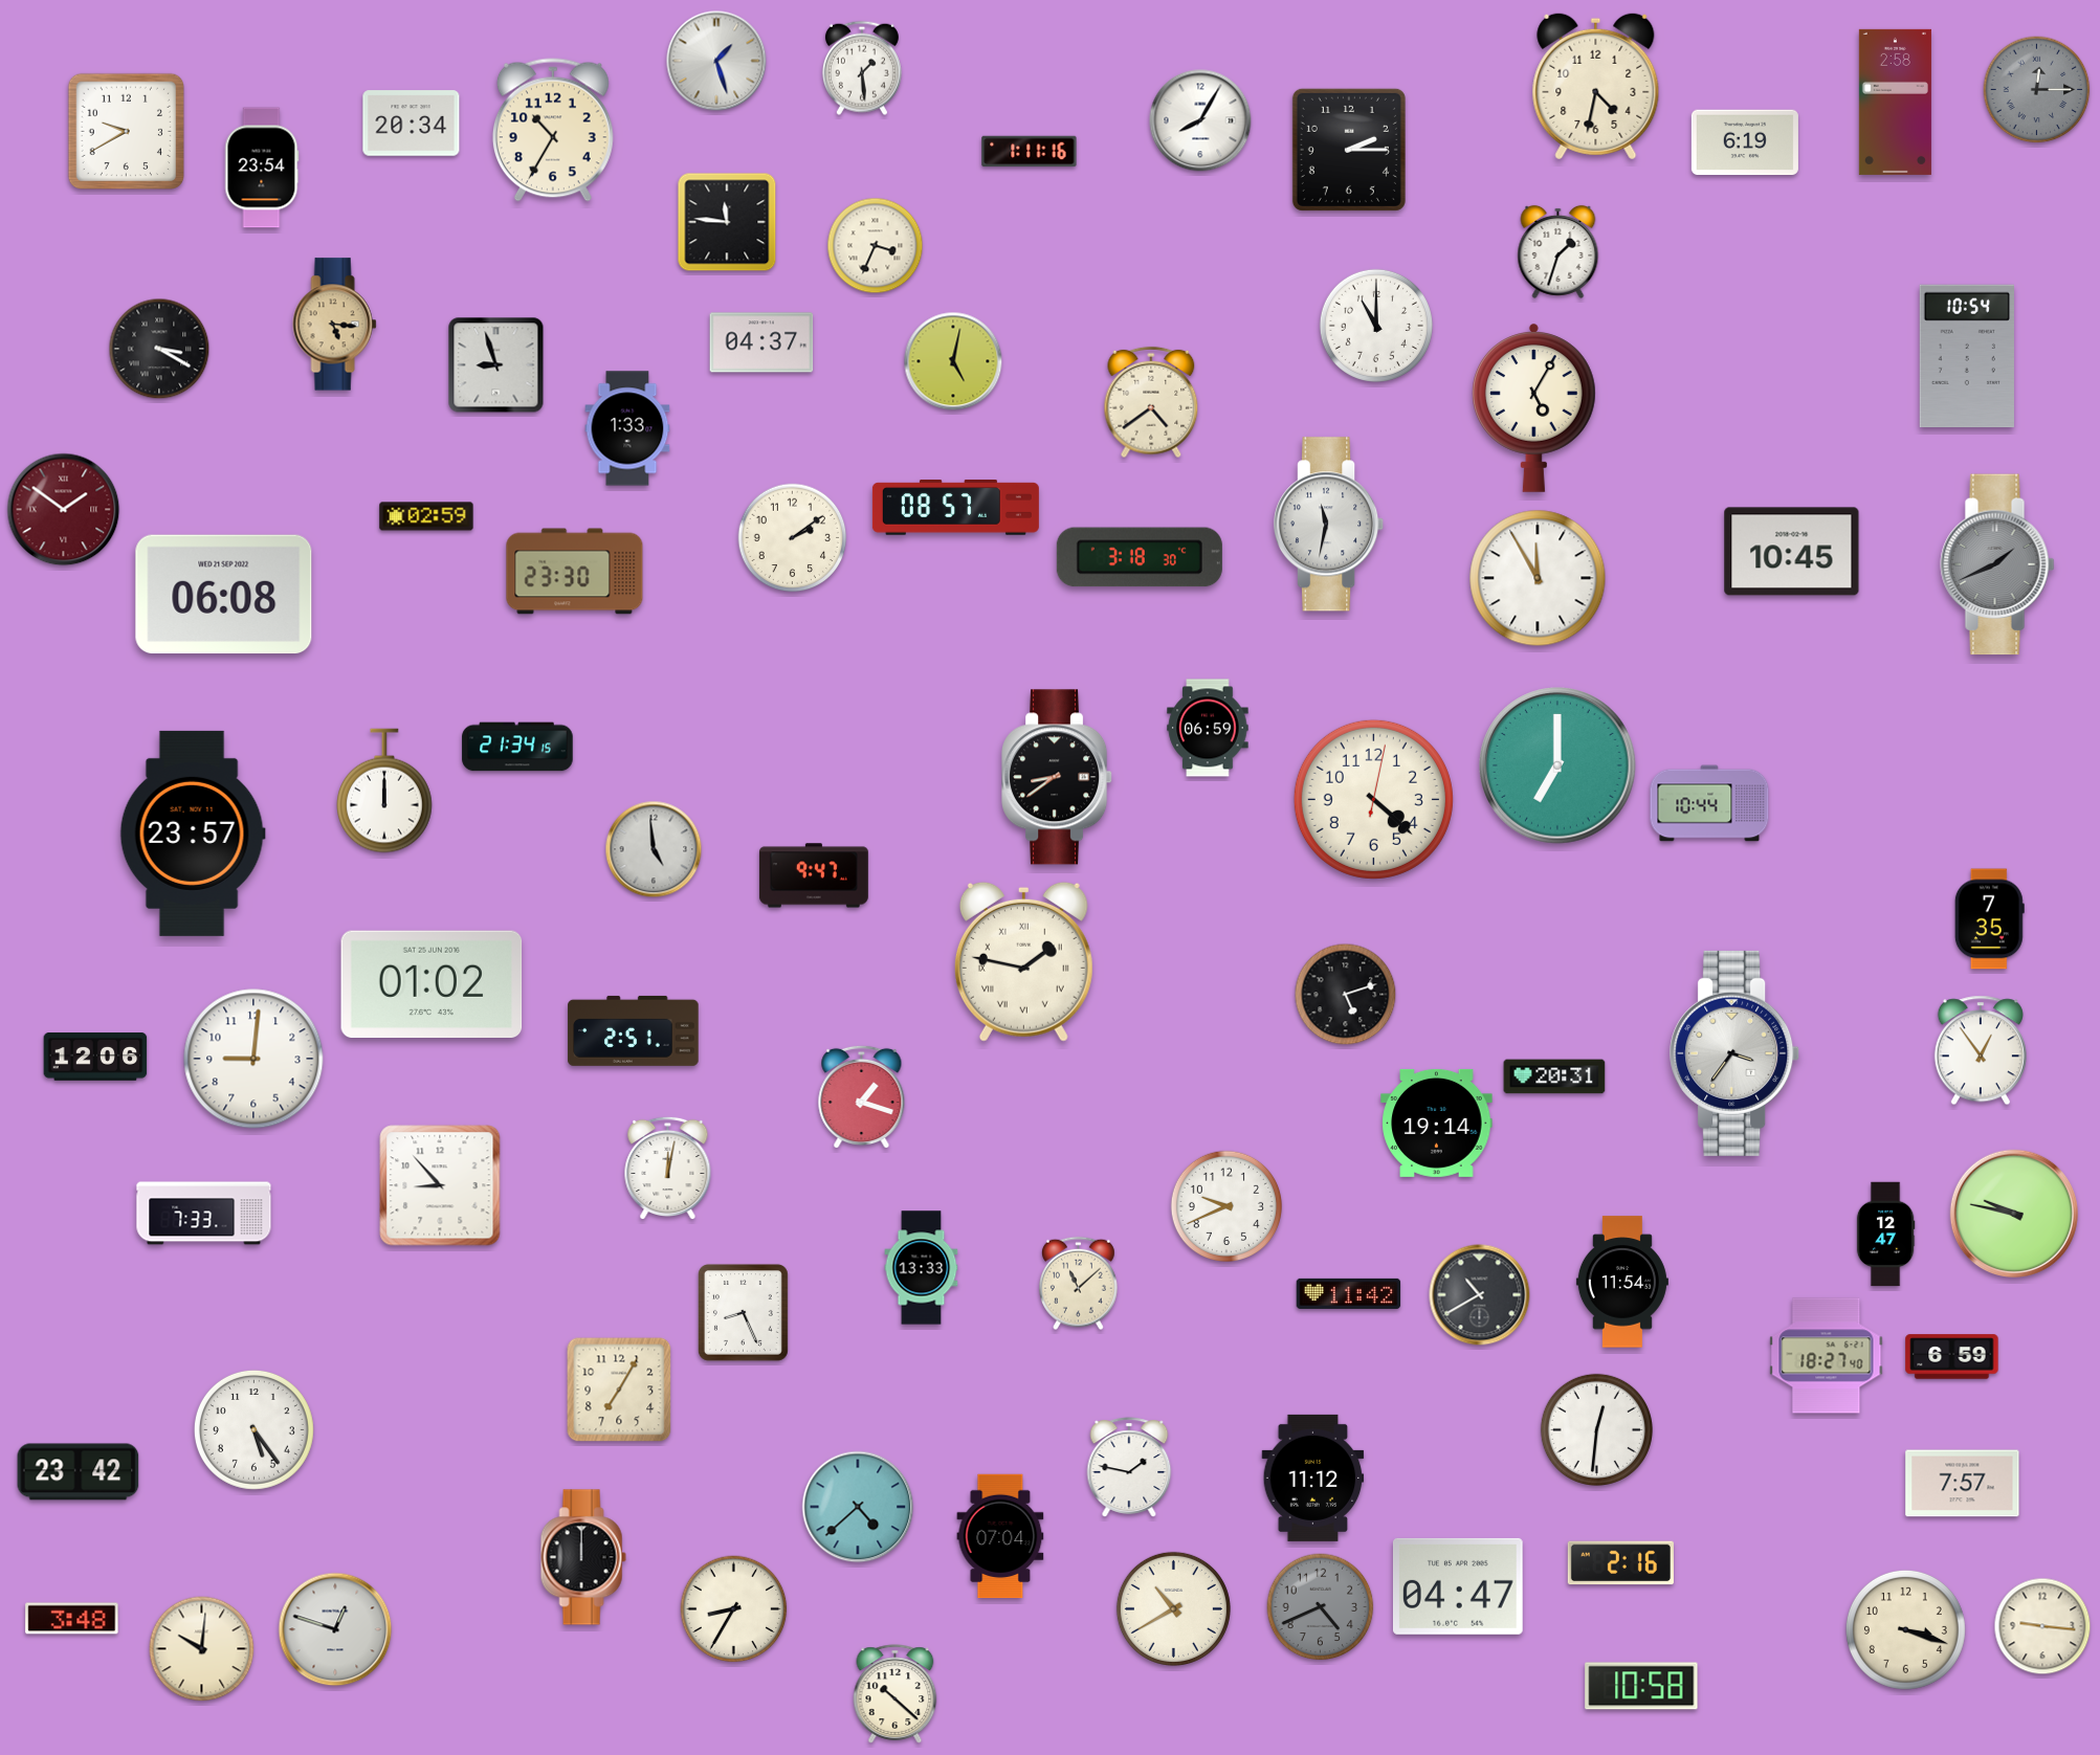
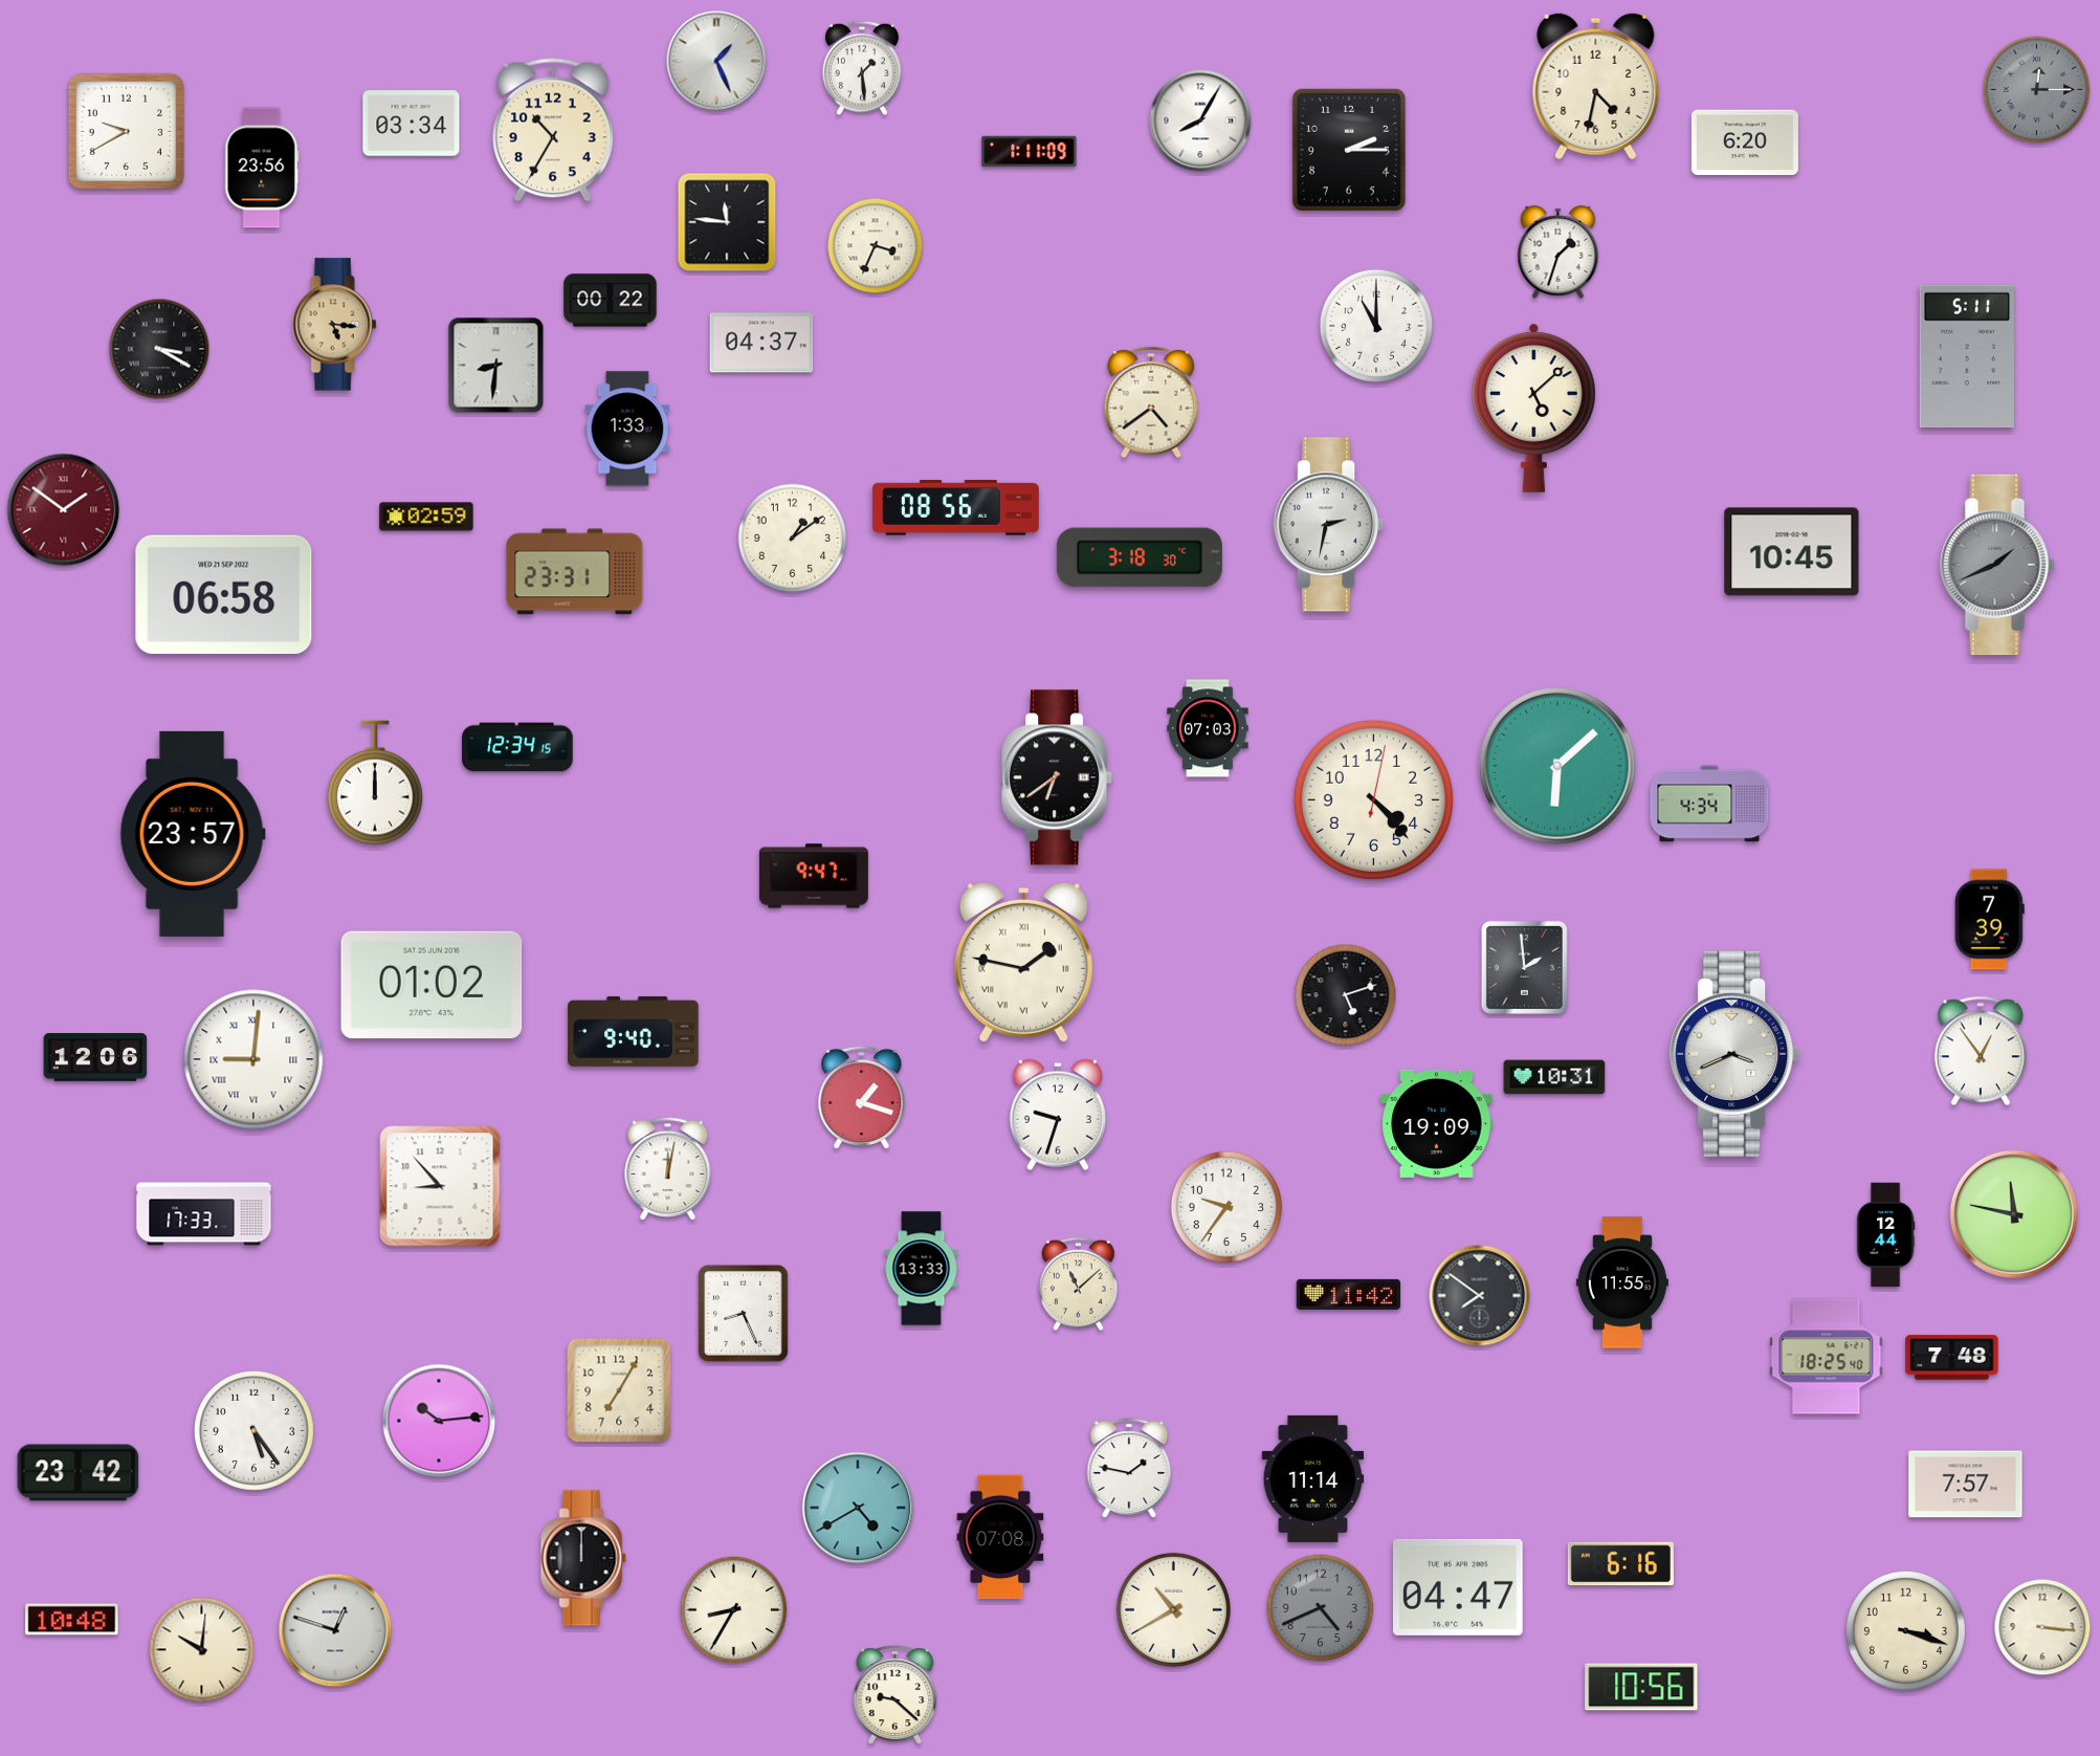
clock at (716, 61): 1:27 -> 1:26
clock at (1895, 102): 2:58 -> none
clock at (412, 124): 20:34 -> 03:34
clock at (1745, 142): 6:19 -> 6:20
clock at (1030, 152): 1:11:16 -> 1:11:09
clock at (262, 168): 23:54 -> 23:56
clock at (611, 301): none -> 00:22
clock at (1967, 356): 10:54 -> 5:11
clock at (953, 361): 5:02 -> none
clock at (496, 365): 8:57 -> 8:31
clock at (1533, 407): 5:05 -> 5:08
clock at (955, 508): 08:57 -> 08:56
clock at (1329, 525): 11:32 -> 2:32
clock at (793, 538): 2:09 -> 1:09
clock at (575, 572): 23:30 -> 23:31
clock at (1538, 578): 11:55 -> none
clock at (224, 595): 06:08 -> 06:58
clock at (1208, 728): 06:59 -> 07:03
clock at (517, 747): 21:34 -> 12:34
clock at (1557, 765): 7:00 -> 6:08
clock at (1058, 777): 8:39 -> 6:39
clock at (385, 791) position: (385, 791) -> (376, 783)
clock at (1373, 799): 4:22 -> 4:23
clock at (1709, 803): 10:44 -> 4:34
clock at (654, 849): 4:59 -> none
clock at (1989, 919): 7:35 -> 7:39
clock at (1524, 967): none -> 1:59
clock at (634, 1030): 2:51 -> 9:40
clock at (1736, 1053): 3:36 -> 3:41
clock at (253, 1059) numerals: Arabic -> Roman
clock at (1554, 1076): 20:31 -> 10:31
clock at (1058, 1115): none -> 9:33
clock at (1437, 1123): 19:14 -> 19:09
clock at (1225, 1205): 9:41 -> 9:36
clock at (204, 1214): 7:33 -> 17:33
clock at (2014, 1214): 9:47 -> 11:47
clock at (1885, 1235): 12:47 -> 12:44
clock at (1622, 1282): 11:54 -> 11:55
clock at (1480, 1295): 10:40 -> 7:51
clock at (1827, 1356): 18:27 -> 18:25
clock at (1952, 1357): 6:59 -> 7:48
clock at (439, 1421): none -> 10:14
clock at (1596, 1429): 12:31 -> none
clock at (1313, 1478): 11:12 -> 11:14
clock at (1963, 1484) position: (1963, 1484) -> (1966, 1485)
clock at (858, 1507): 4:38 -> 4:40
clock at (1000, 1536): 07:04 -> 07:08
clock at (1620, 1563): 2:16 -> 6:16
clock at (72, 1619): 3:48 -> 10:48
clock at (2042, 1626): 9:16 -> 3:16
clock at (1641, 1686): 10:58 -> 10:56
clock at (896, 1694): 10:22 -> 9:22
